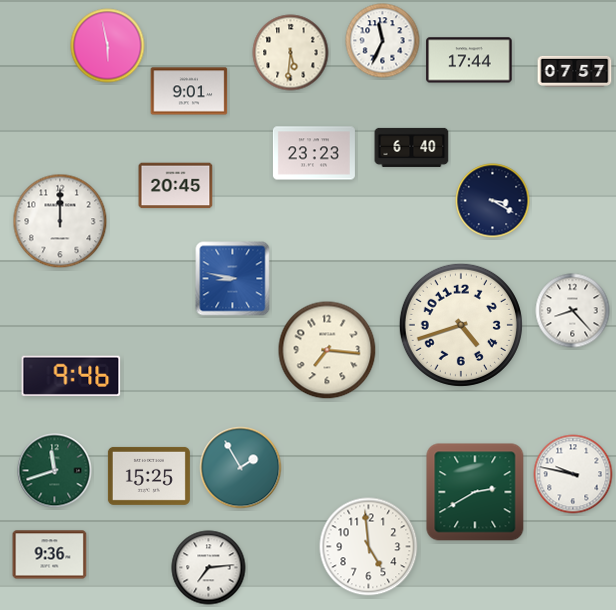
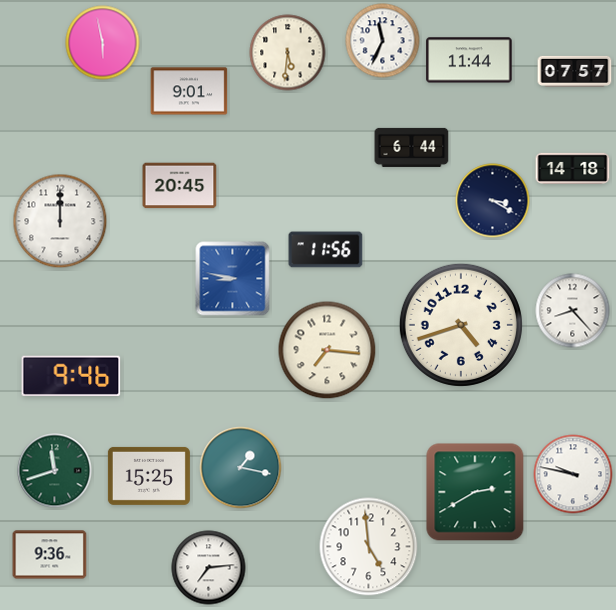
clock at (108, 46) position: (108, 46) -> (103, 43)
clock at (291, 53) position: (291, 53) -> (288, 53)
clock at (469, 60): 17:44 -> 11:44
clock at (412, 147): 6:40 -> 6:44
clock at (314, 153): 23:23 -> none
clock at (573, 168): none -> 14:18
clock at (176, 186) position: (176, 186) -> (180, 186)
clock at (326, 250): none -> 11:56
clock at (241, 468): 1:55 -> 1:17
